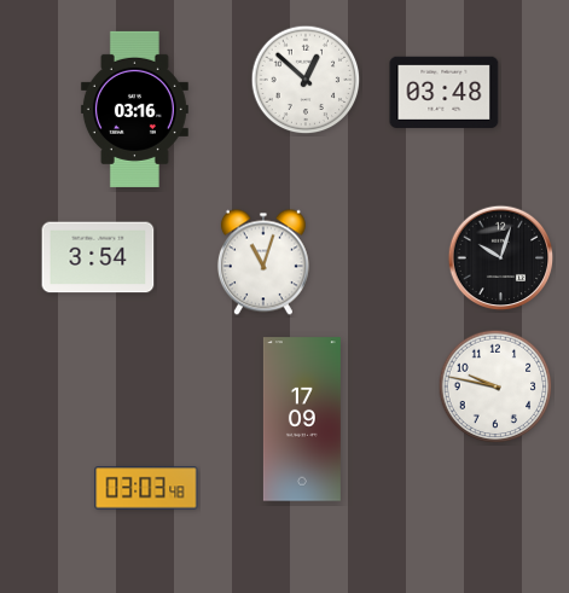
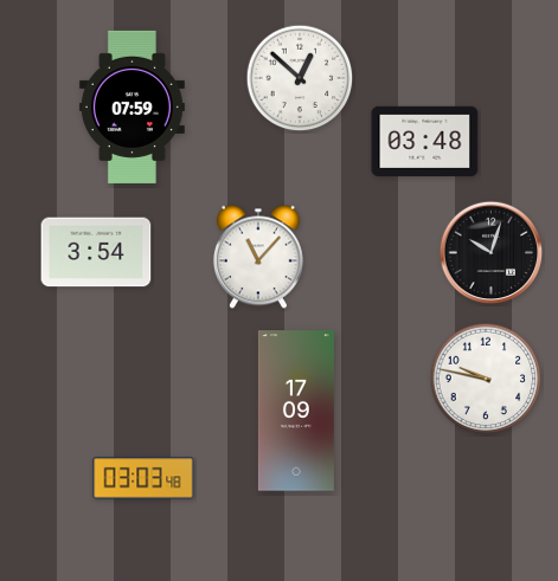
clock at (445, 92) position: (445, 92) -> (425, 141)
clock at (134, 109): 03:16 -> 07:59
clock at (263, 262): 11:03 -> 11:07
